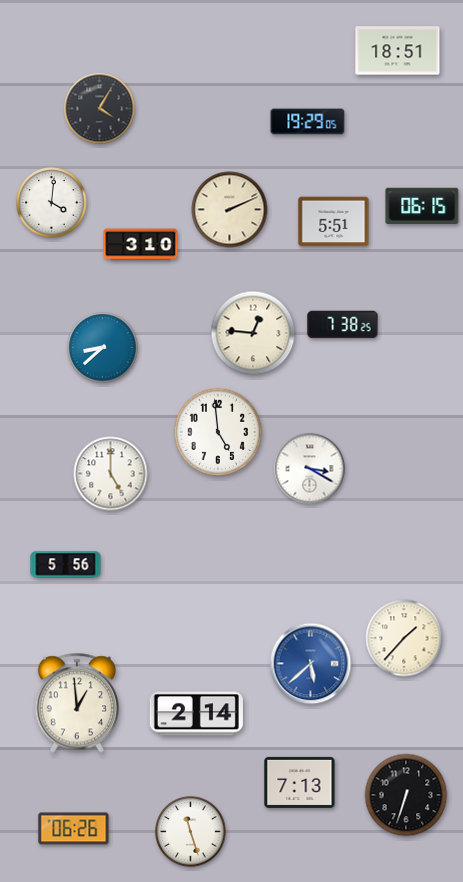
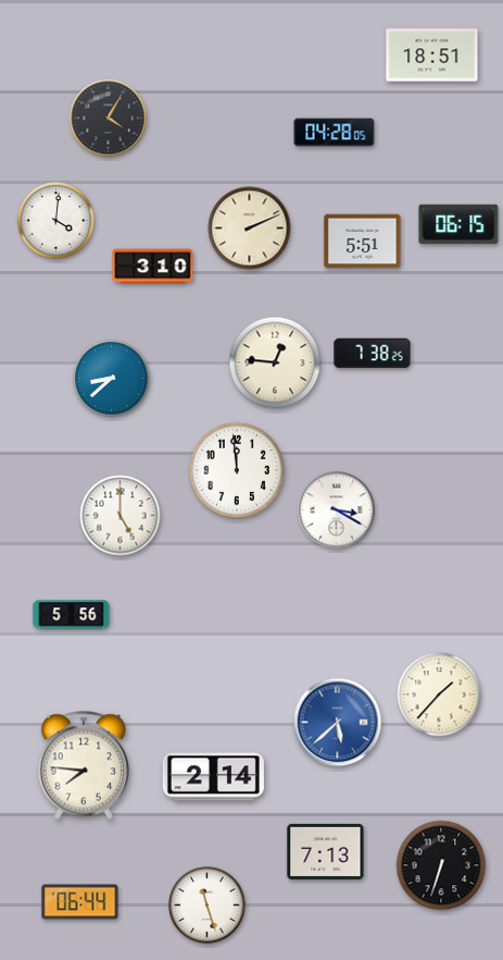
clock at (308, 122): 19:29 -> 04:28
clock at (218, 432): 4:59 -> 11:59
clock at (76, 703): 12:59 -> 7:46
clock at (74, 829): 06:26 -> 06:44
